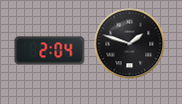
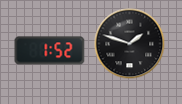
clock at (50, 51): 2:04 -> 1:52
